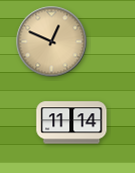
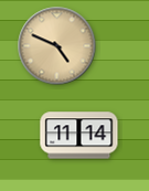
clock at (52, 42): 12:49 -> 4:49
